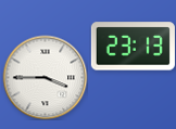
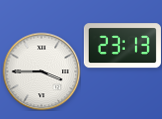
clock at (133, 47) position: (133, 47) -> (122, 46)
